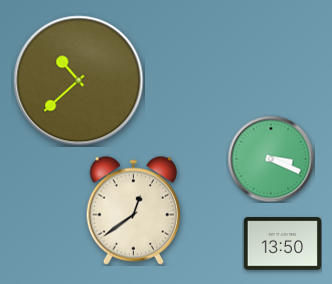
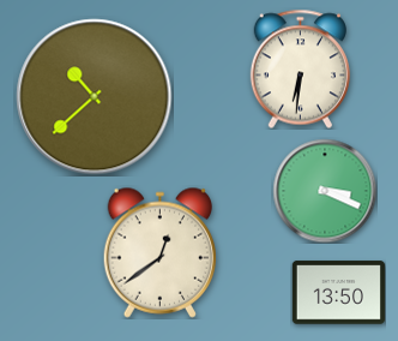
clock at (300, 68): none -> 6:31
